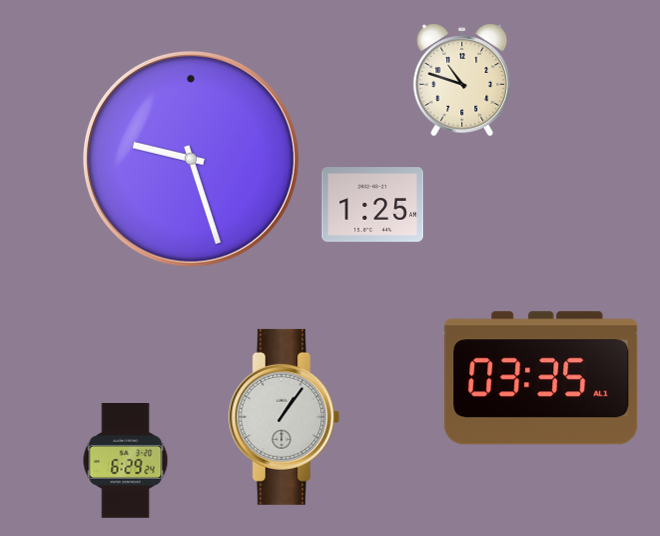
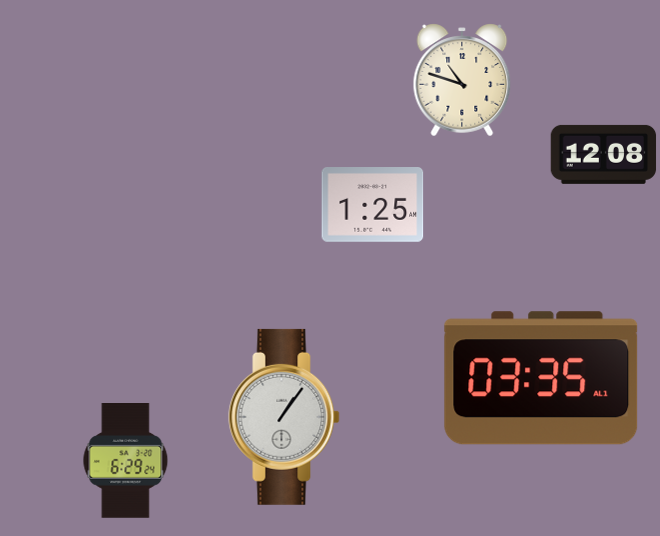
clock at (604, 154): none -> 12:08
clock at (191, 159): 9:27 -> none
